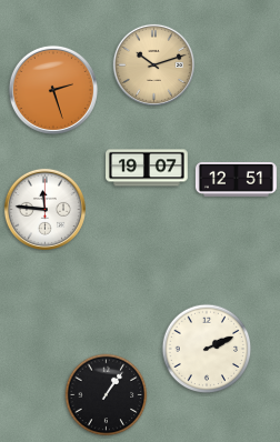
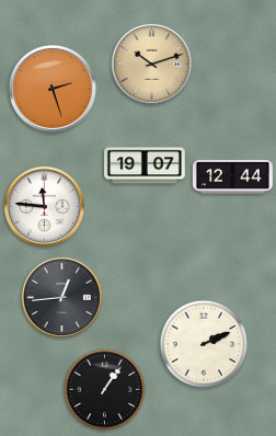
clock at (236, 179): 12:51 -> 12:44
clock at (61, 297): none -> 12:44
